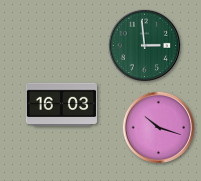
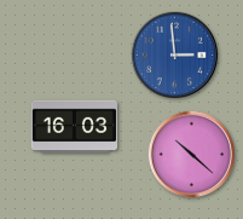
clock at (145, 46) dial: green -> blue
clock at (159, 128): 10:18 -> 10:22
